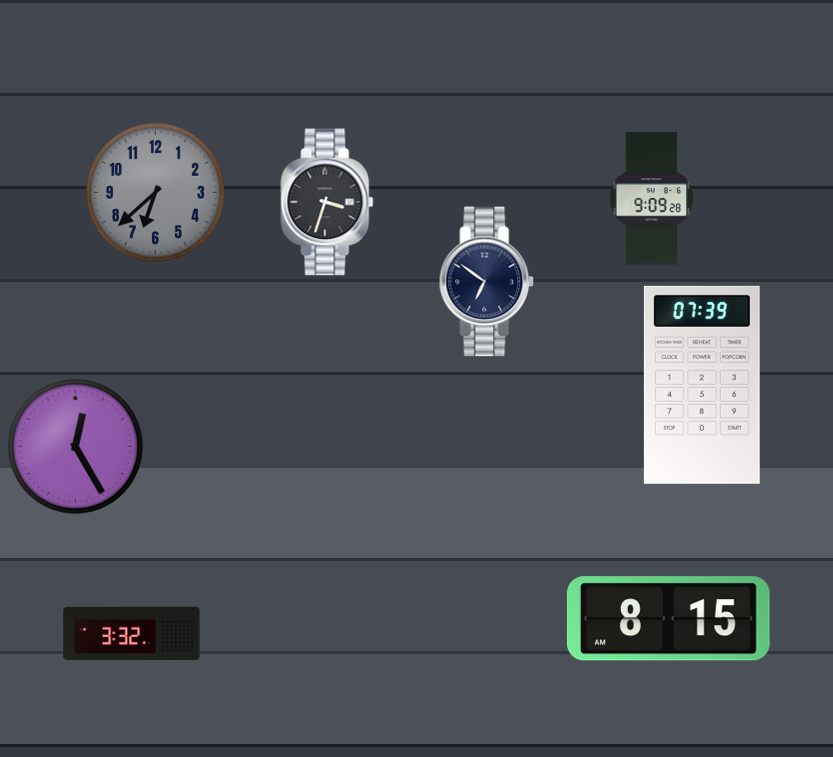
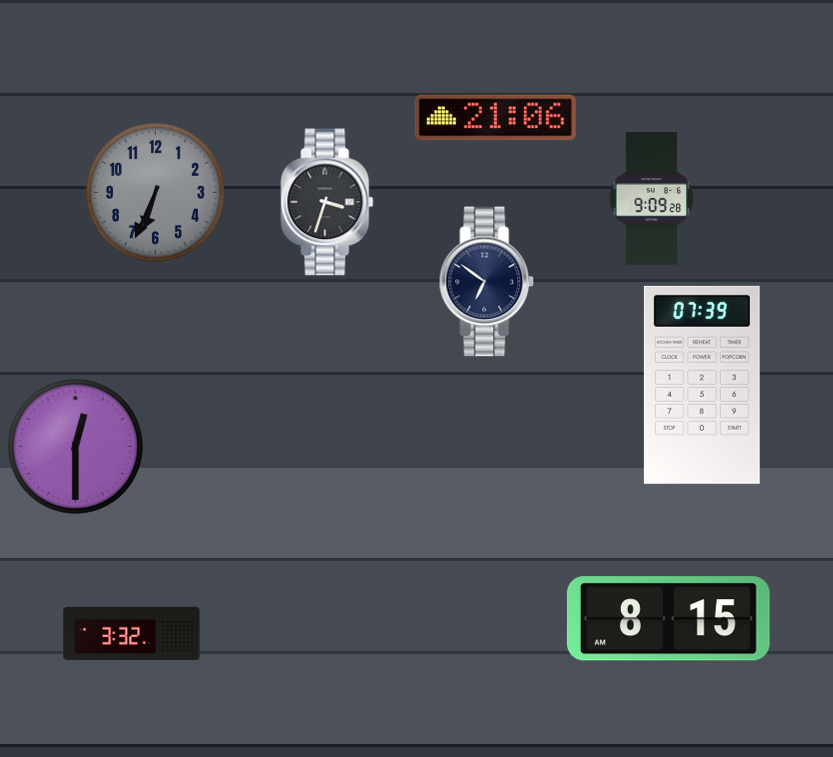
clock at (495, 118): none -> 21:06
clock at (155, 192): 6:38 -> 6:34
clock at (75, 446): 12:25 -> 12:30
